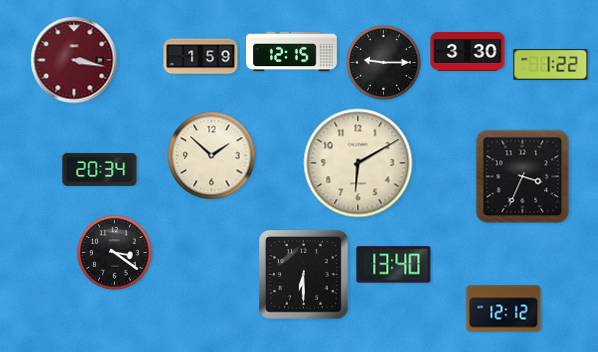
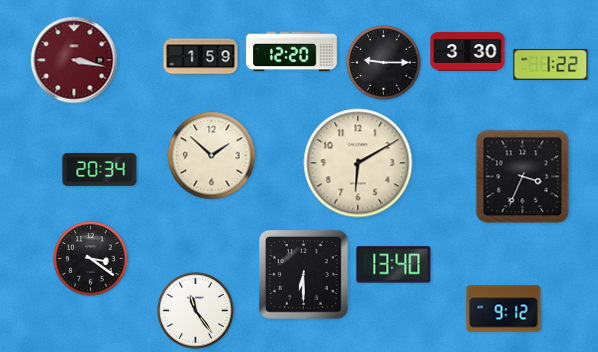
clock at (292, 52): 12:15 -> 12:20
clock at (115, 253) position: (115, 253) -> (91, 259)
clock at (504, 309): 12:12 -> 9:12
clock at (196, 311): none -> 11:24
